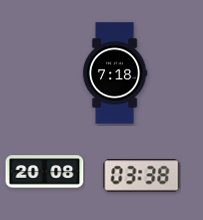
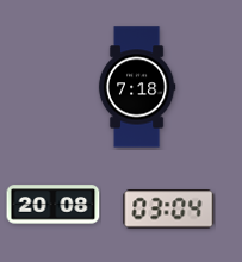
clock at (142, 176): 03:38 -> 03:04
